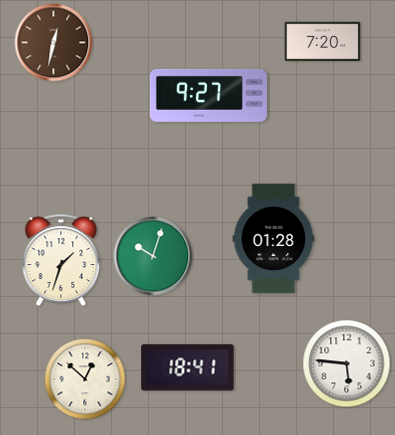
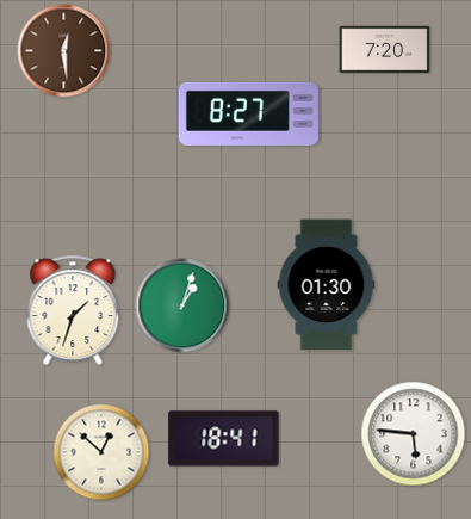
clock at (54, 43): 12:32 -> 12:29
clock at (208, 95): 9:27 -> 8:27
clock at (274, 239): 01:28 -> 01:30
clock at (153, 256): 10:03 -> 1:03
